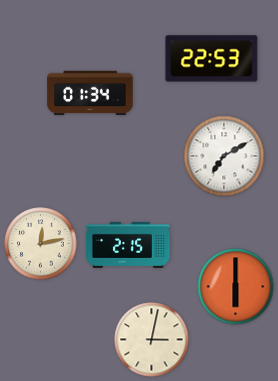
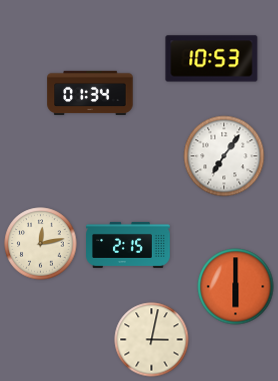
clock at (212, 59): 22:53 -> 10:53
clock at (224, 156): 7:10 -> 7:06
